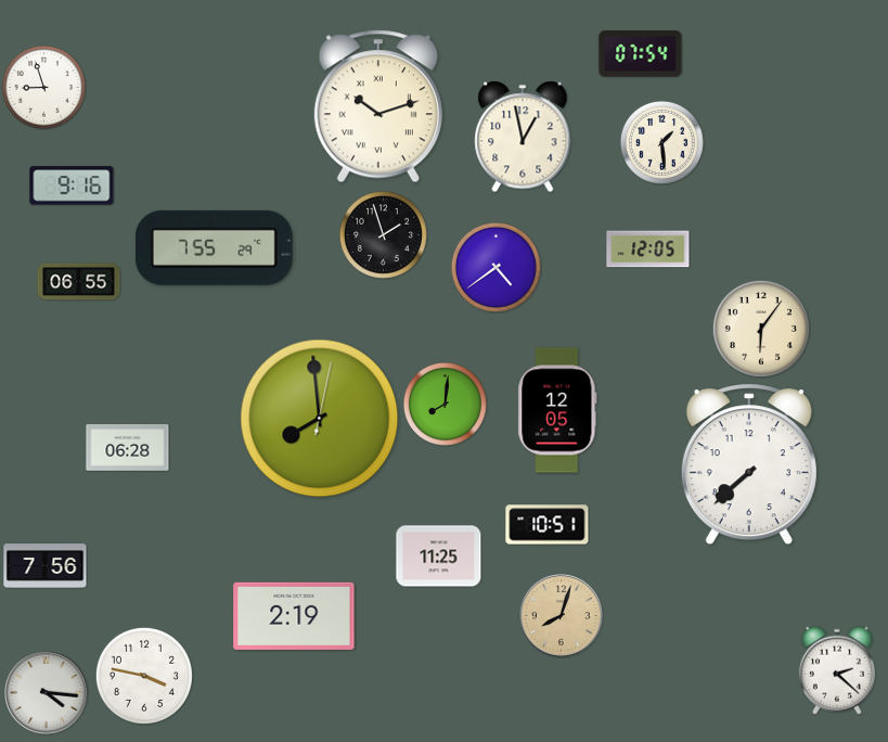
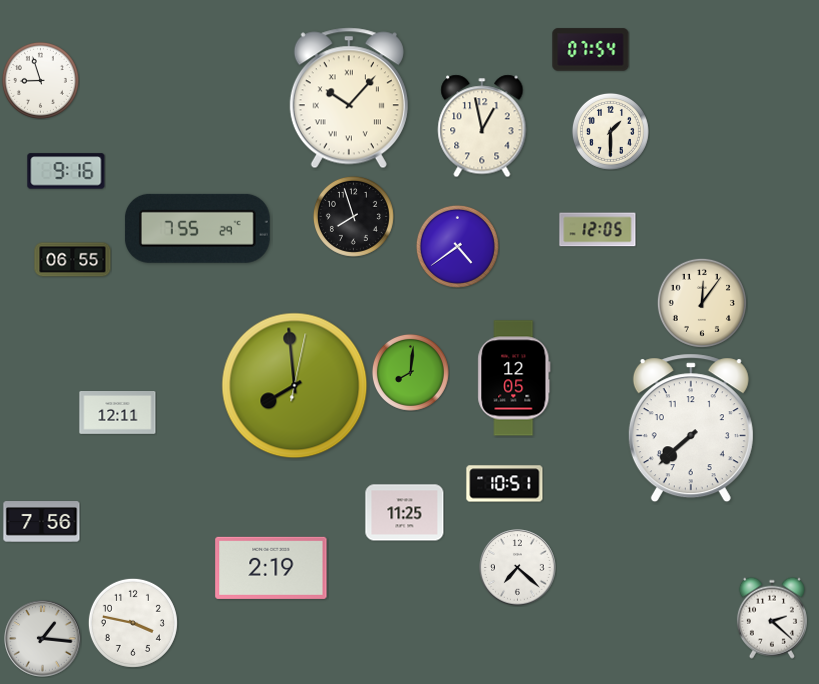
clock at (378, 106): 10:12 -> 10:07
clock at (661, 142): 1:29 -> 1:30
clock at (383, 234): 1:57 -> 7:57
clock at (761, 329): 6:06 -> 12:06
clock at (128, 448): 06:28 -> 12:11
clock at (562, 616): 8:03 -> 7:22
clock at (562, 616) dial: champagne -> white
clock at (47, 693): 4:16 -> 1:16
